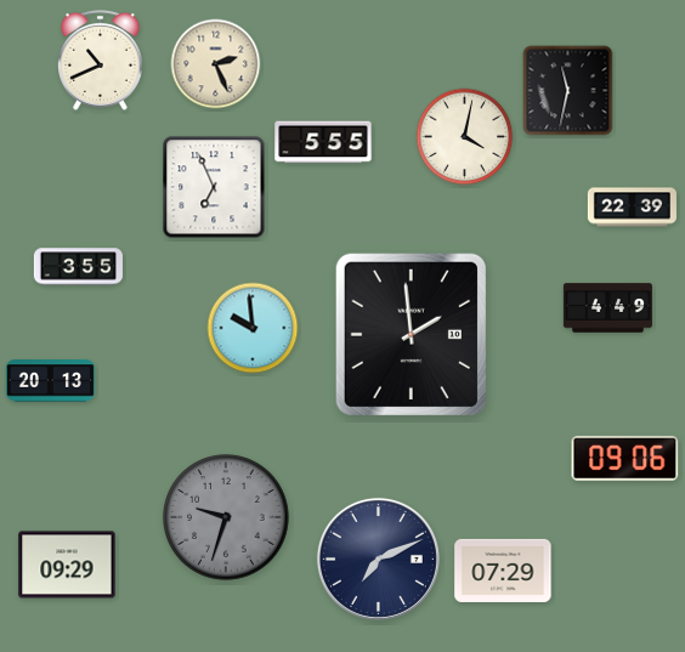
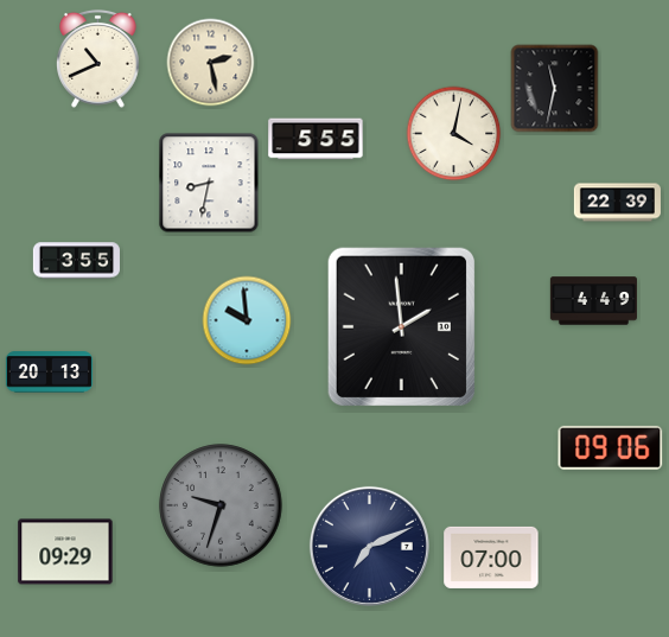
clock at (216, 64): 2:26 -> 2:28
clock at (214, 187): 6:56 -> 8:32
clock at (503, 571): 07:29 -> 07:00
